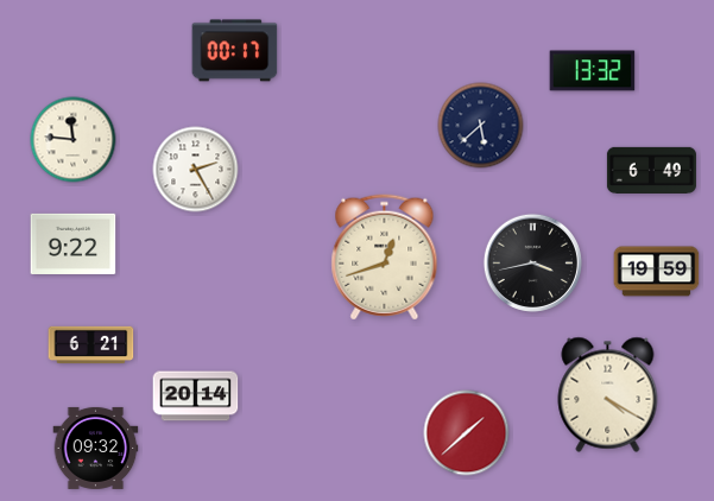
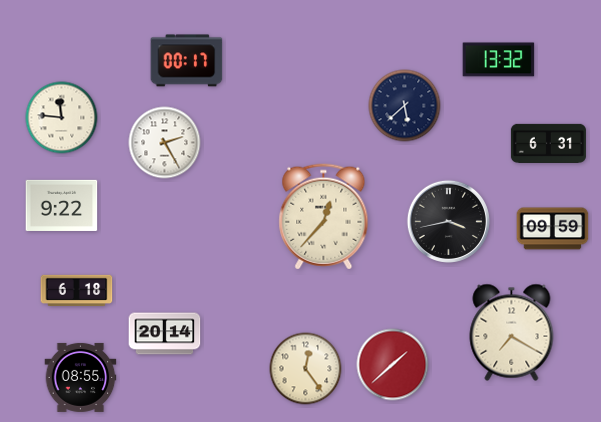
clock at (235, 51) position: (235, 51) -> (187, 61)
clock at (651, 170): 6:49 -> 6:31
clock at (385, 258): 12:42 -> 12:37
clock at (657, 272): 19:59 -> 09:59
clock at (91, 345): 6:21 -> 6:18
clock at (608, 394): 4:20 -> 7:20
clock at (306, 369): none -> 12:24
clock at (96, 448): 09:32 -> 08:55
